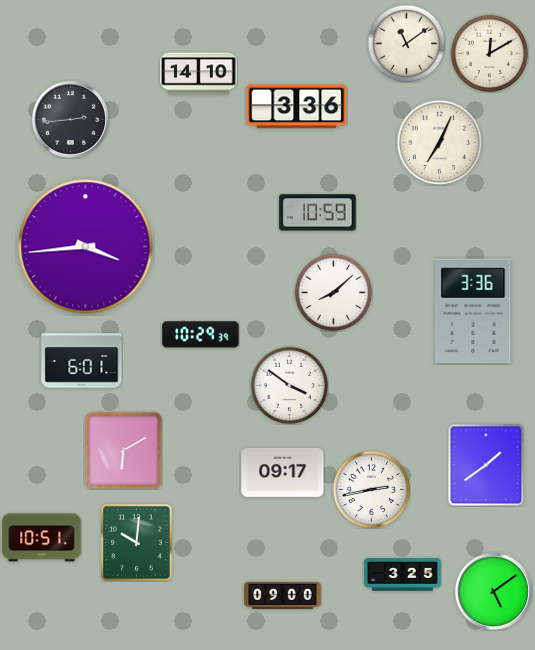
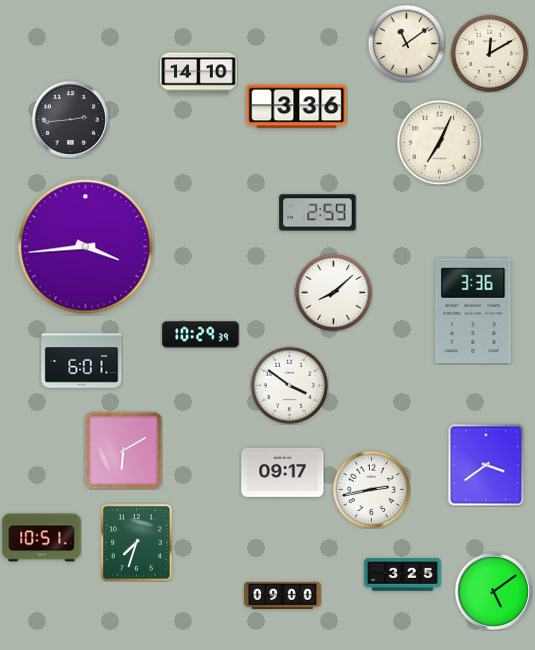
clock at (318, 213): 10:59 -> 2:59
clock at (486, 465): 1:39 -> 3:39
clock at (137, 543): 10:01 -> 7:33
